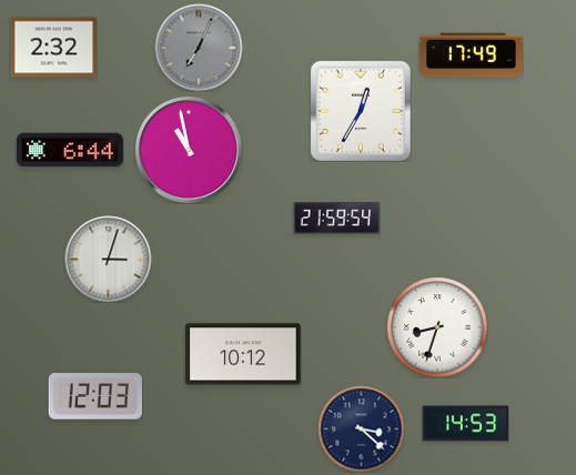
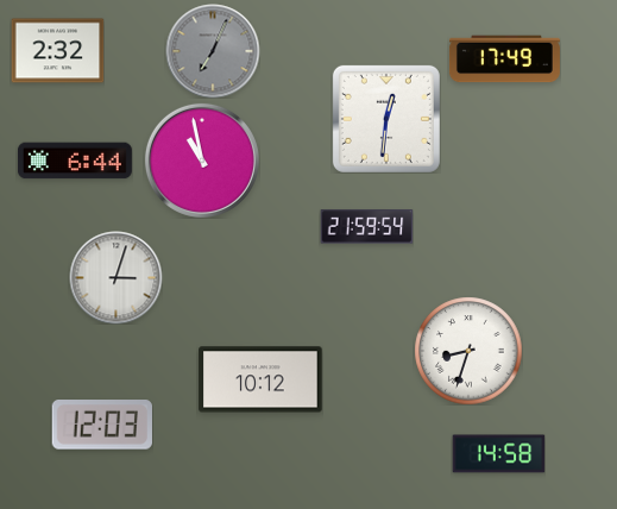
clock at (361, 111): 12:35 -> 12:31
clock at (336, 219) position: (336, 219) -> (366, 227)
clock at (465, 424): 14:53 -> 14:58
clock at (361, 428): 3:22 -> none
